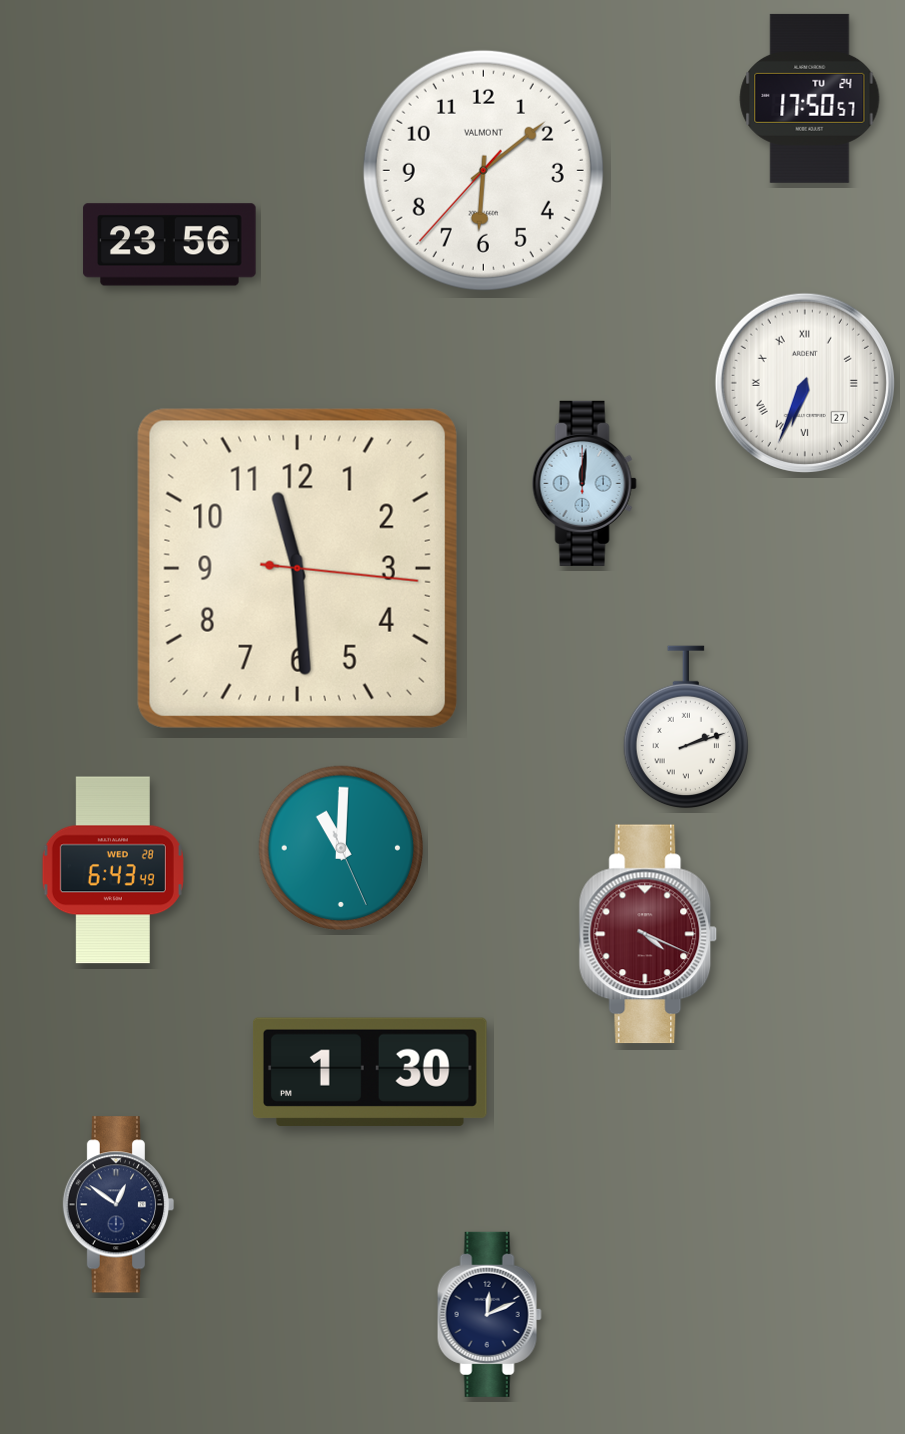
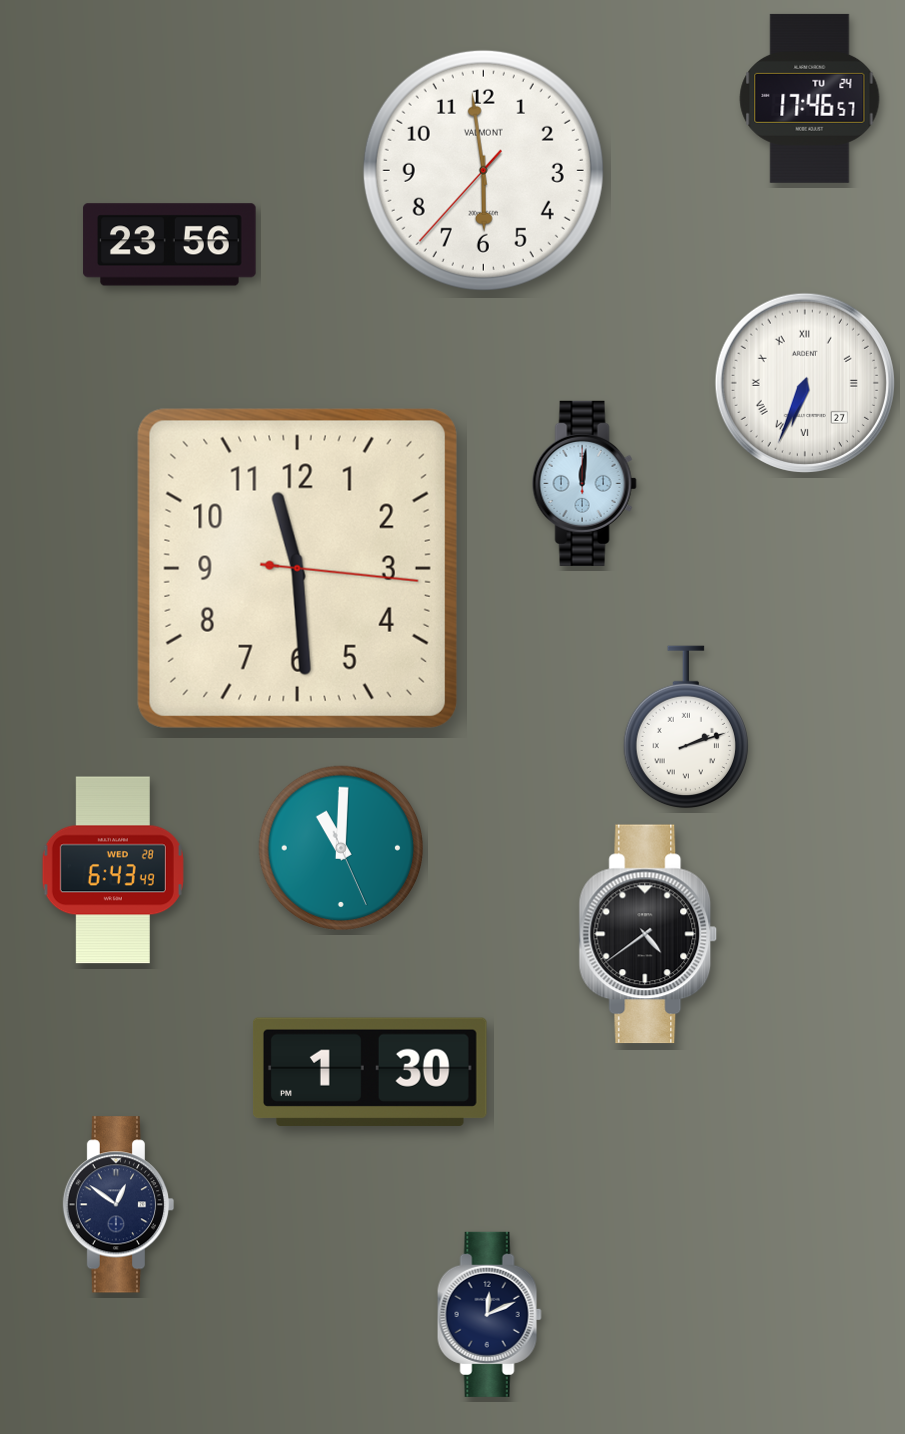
clock at (810, 98): 17:50 -> 17:46
clock at (483, 170): 6:08 -> 5:58
clock at (648, 934): 4:19 -> 4:39
clock at (648, 934) dial: burgundy -> black
